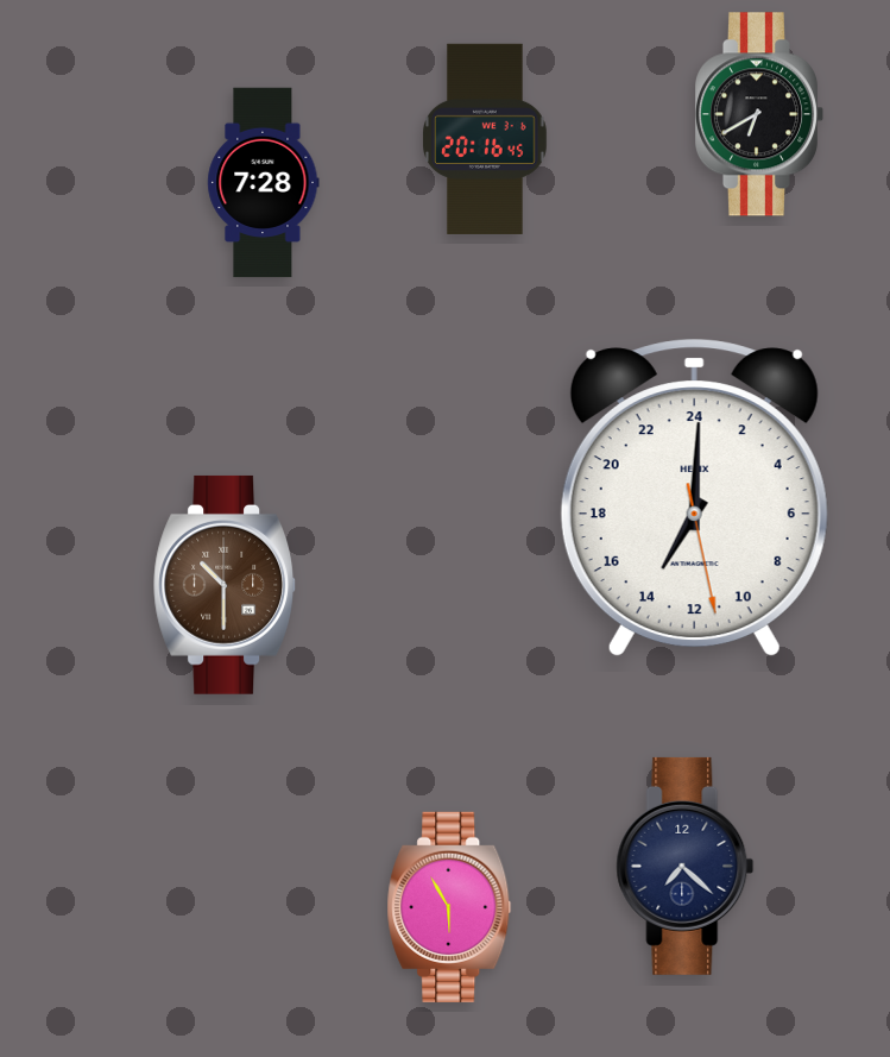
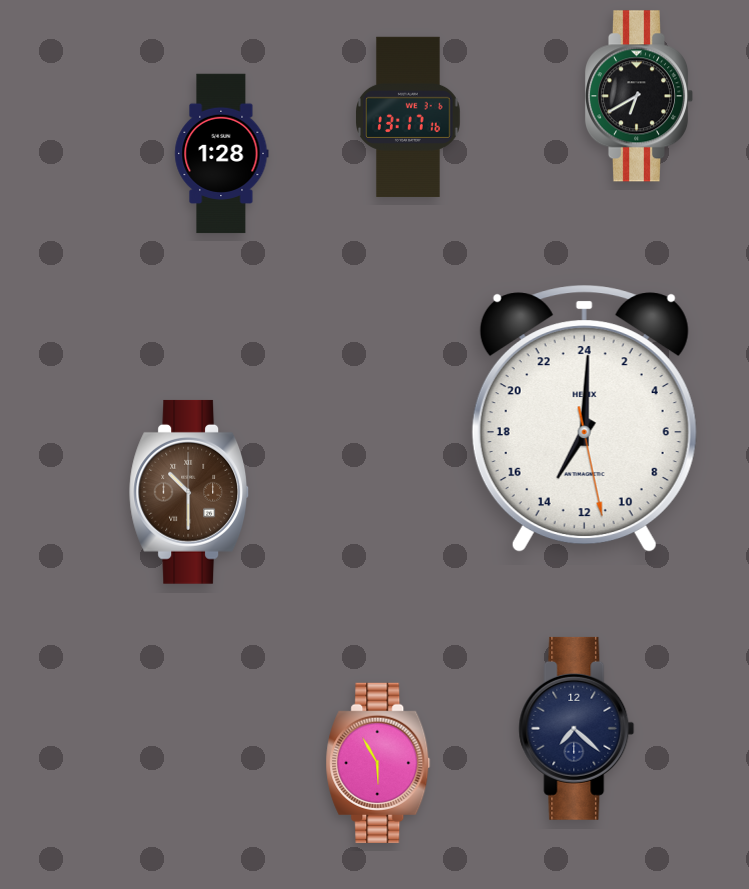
clock at (485, 138): 20:16 -> 13:17
clock at (264, 183): 7:28 -> 1:28
